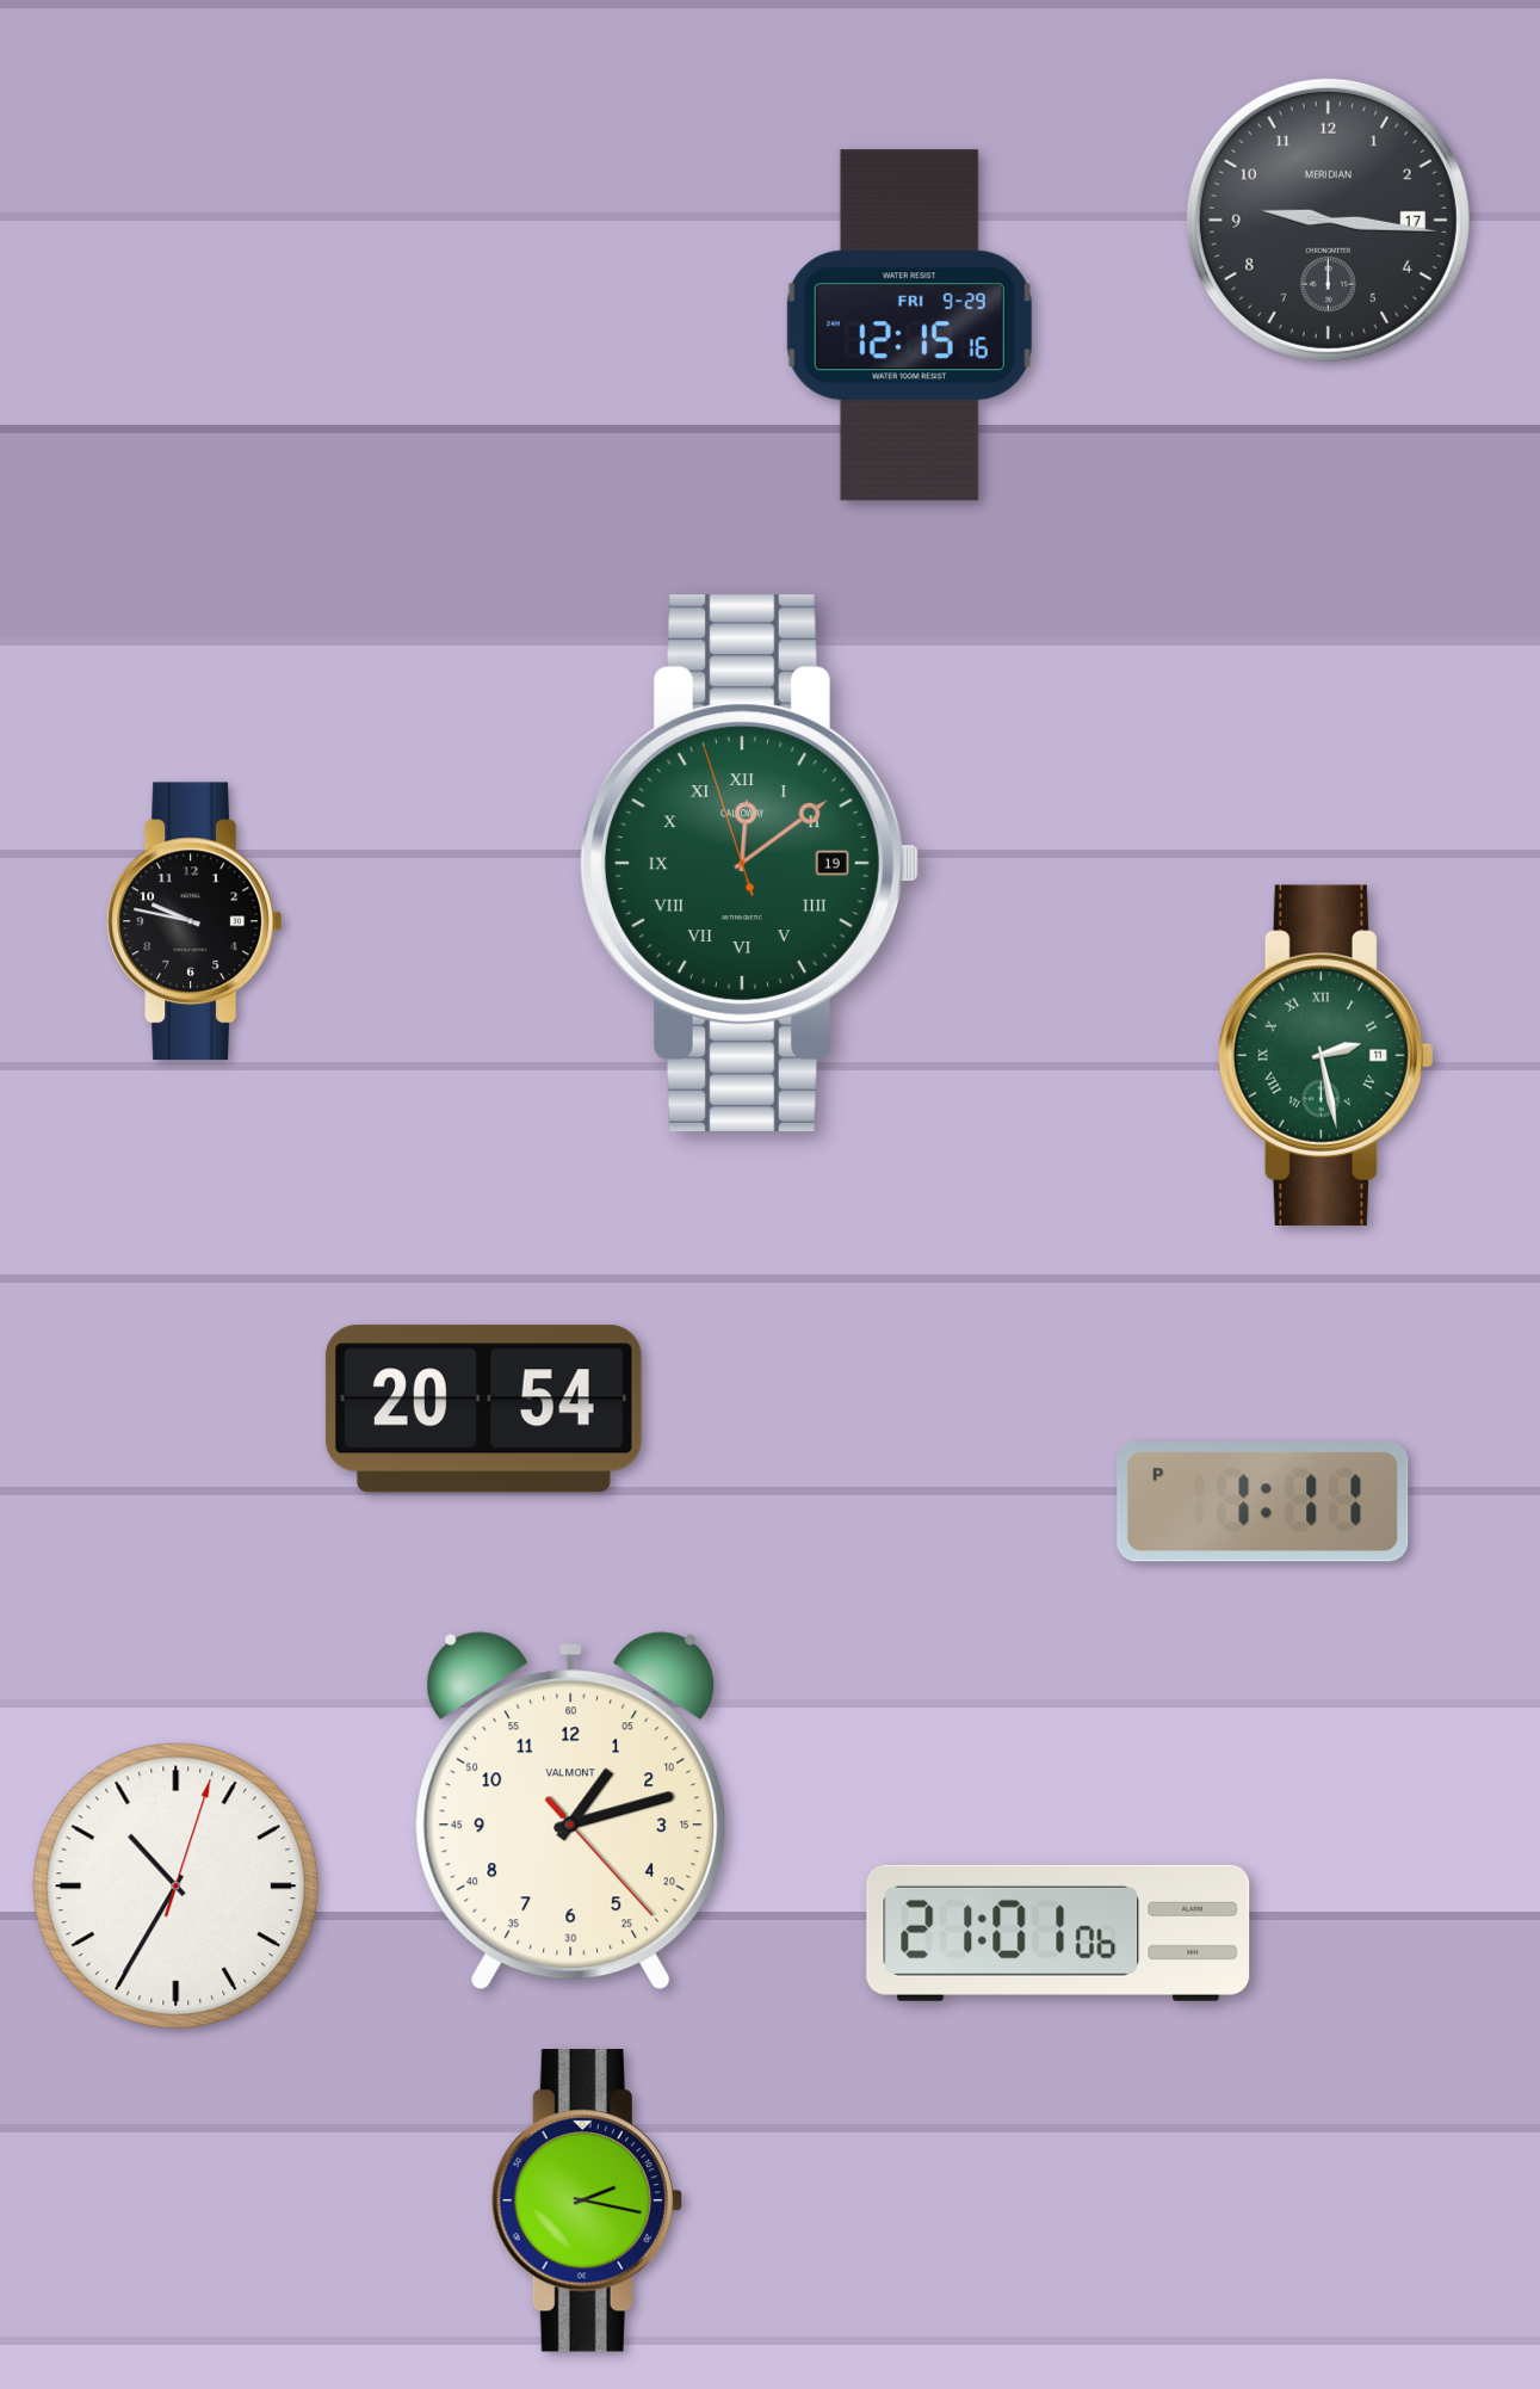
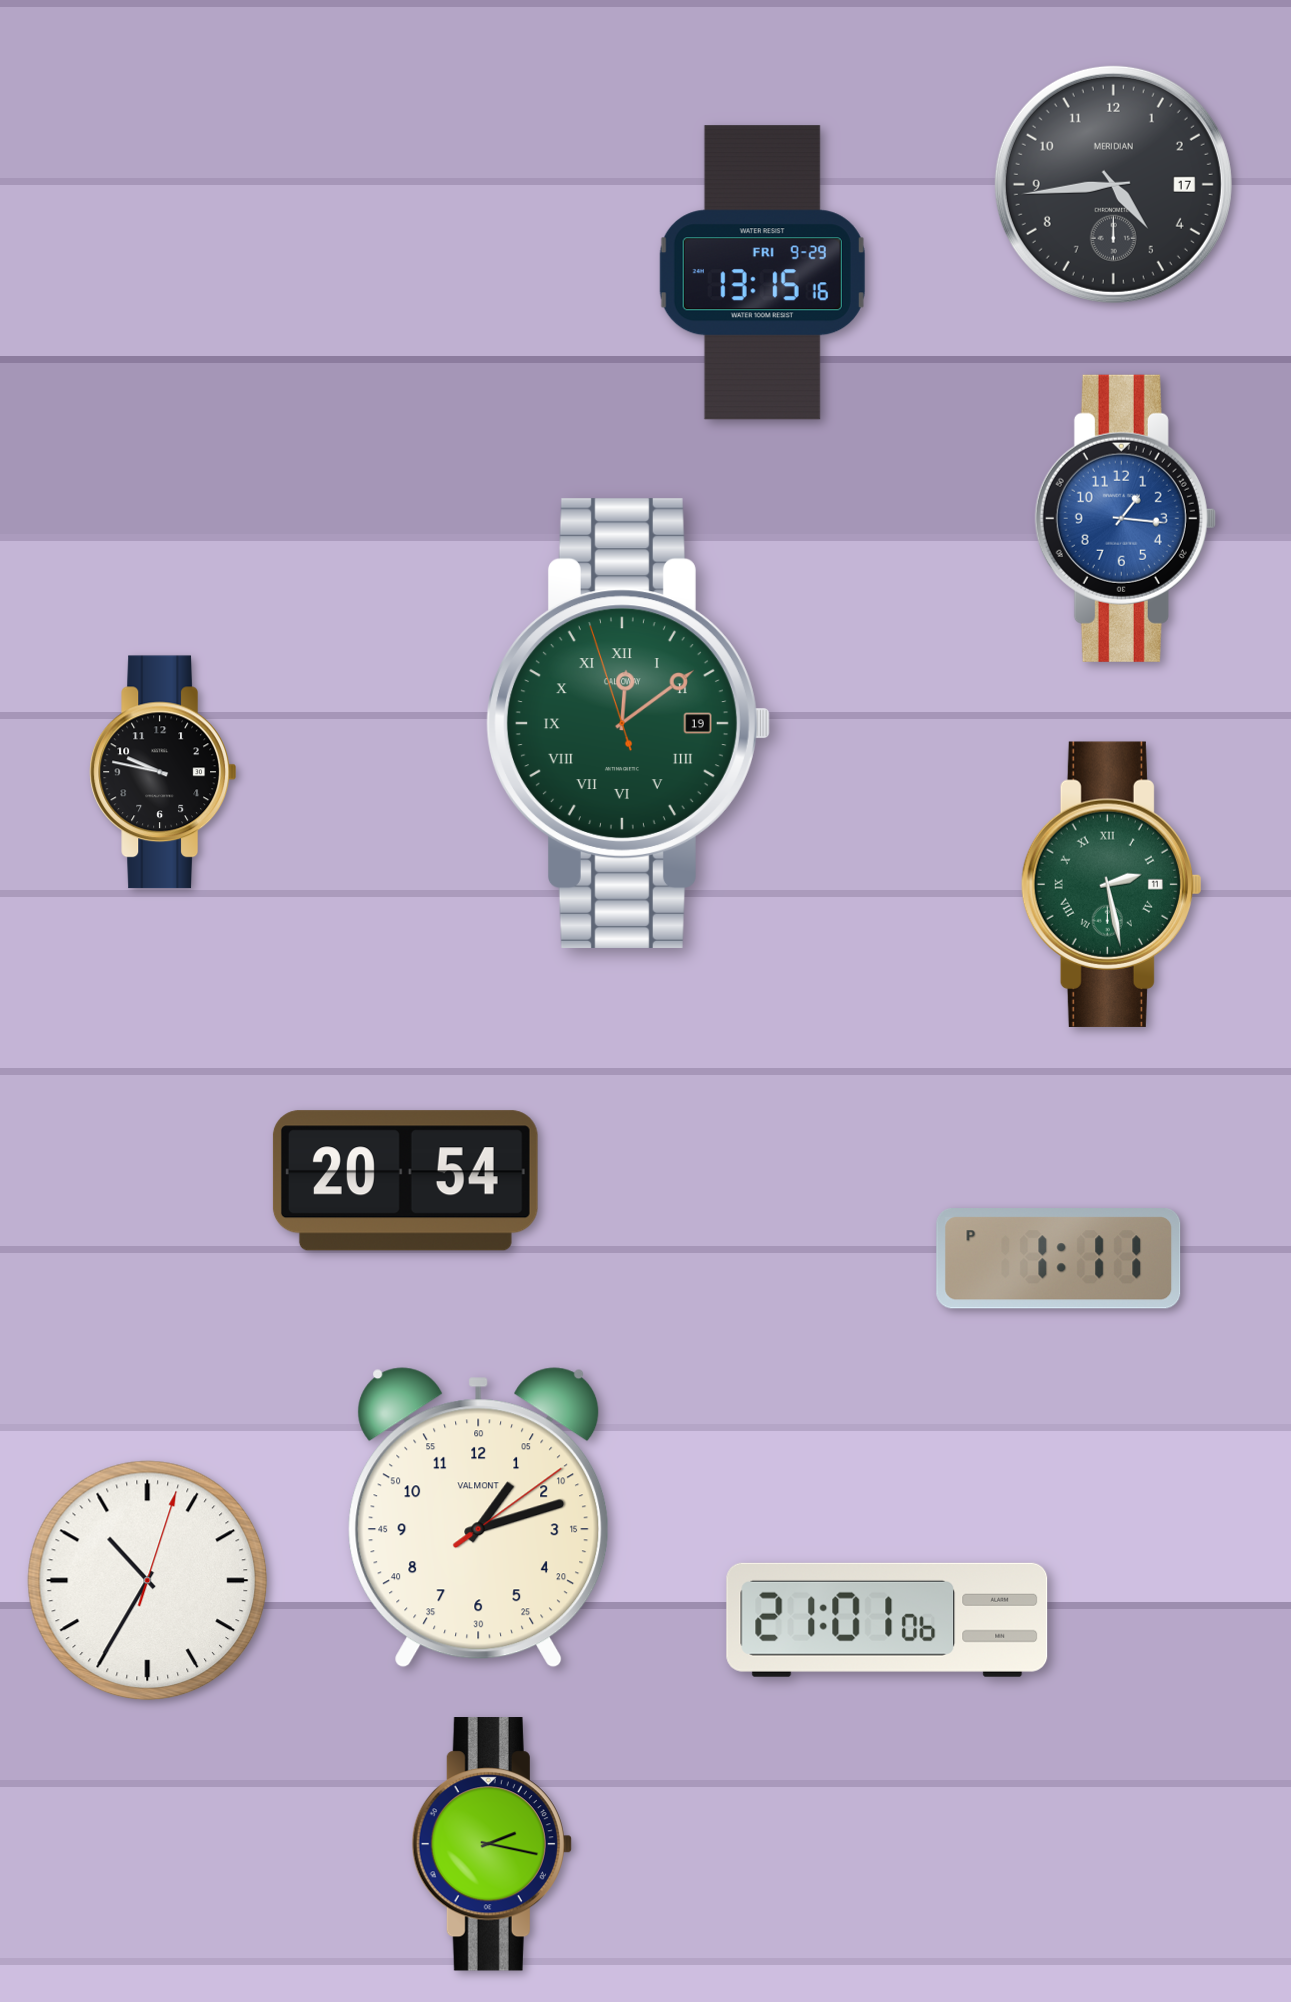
clock at (1328, 220): 9:16 -> 4:44
clock at (909, 326): 12:15 -> 13:15
clock at (1125, 518): none -> 1:16
clock at (571, 1811): 1:12:23 -> 1:12:09
